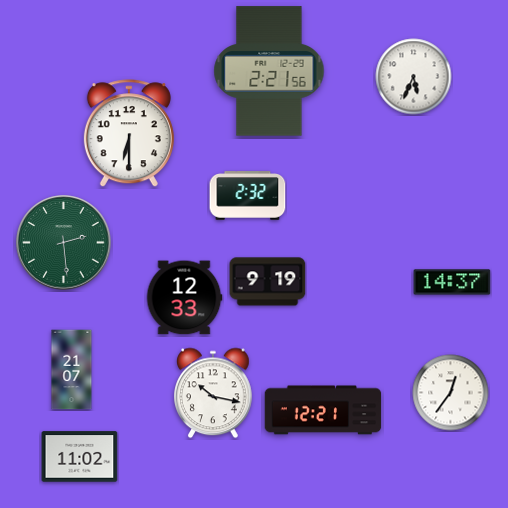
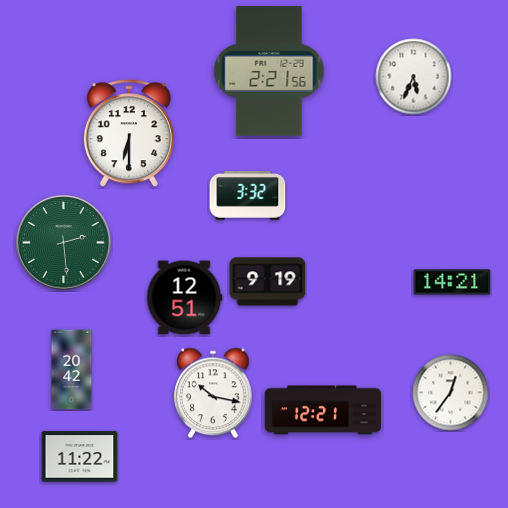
clock at (248, 196): 2:32 -> 3:32
clock at (452, 282): 14:37 -> 14:21
clock at (184, 298): 12:33 -> 12:51
clock at (72, 370): 21:07 -> 20:42
clock at (80, 457): 11:02 -> 11:22
